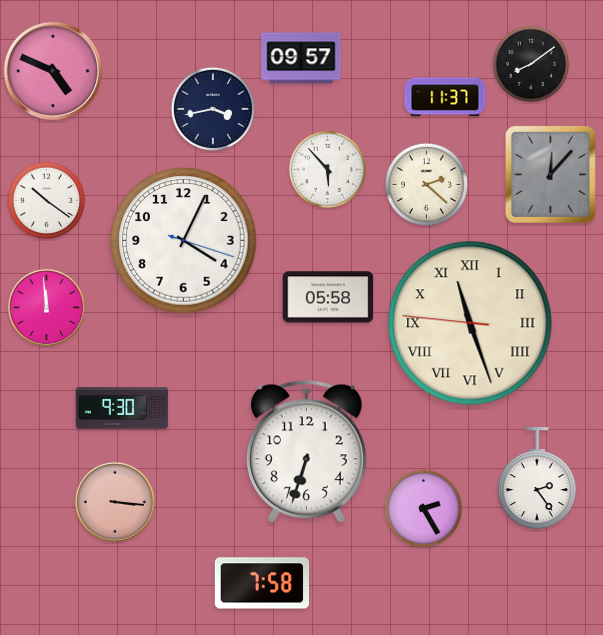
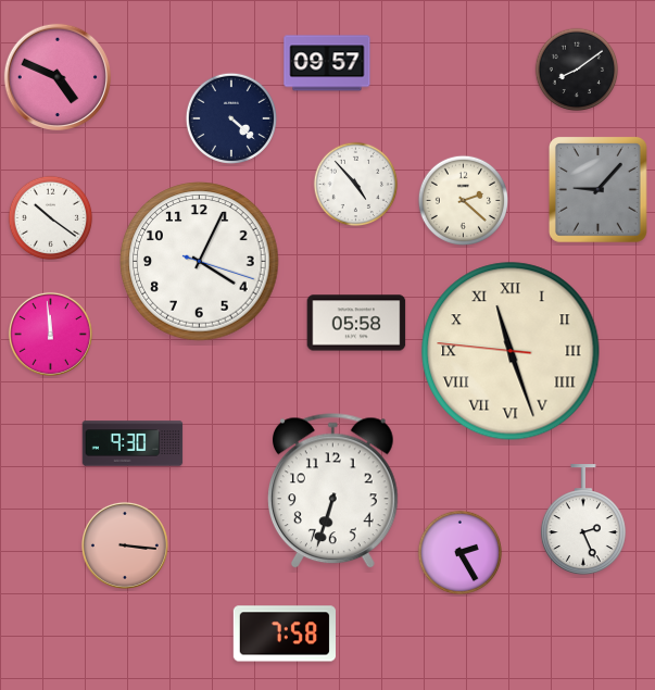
clock at (445, 97): 11:37 -> none
clock at (212, 108): 3:43 -> 4:22
clock at (328, 170): 5:53 -> 4:53
clock at (550, 174): 12:07 -> 9:07
clock at (537, 479): 2:24 -> 2:26
